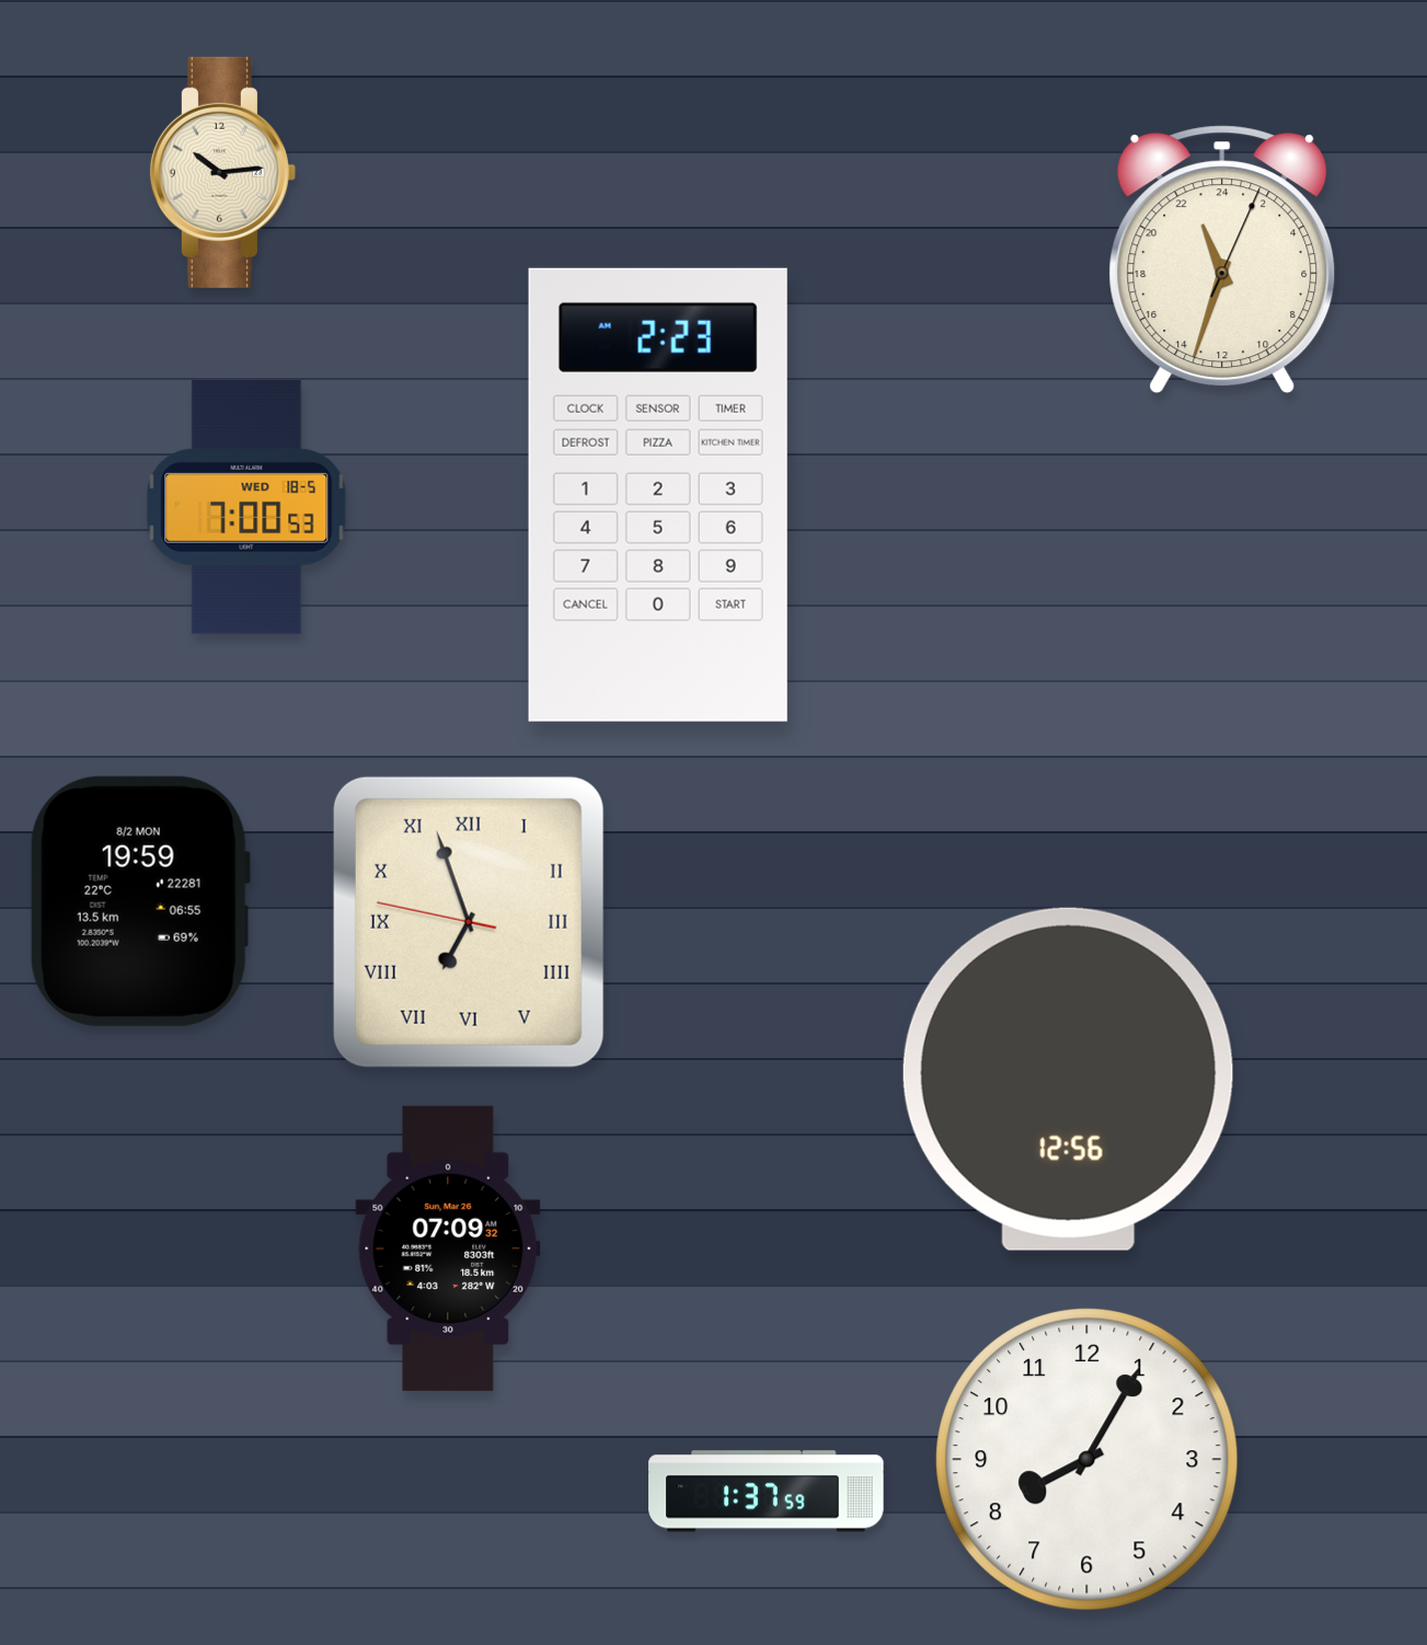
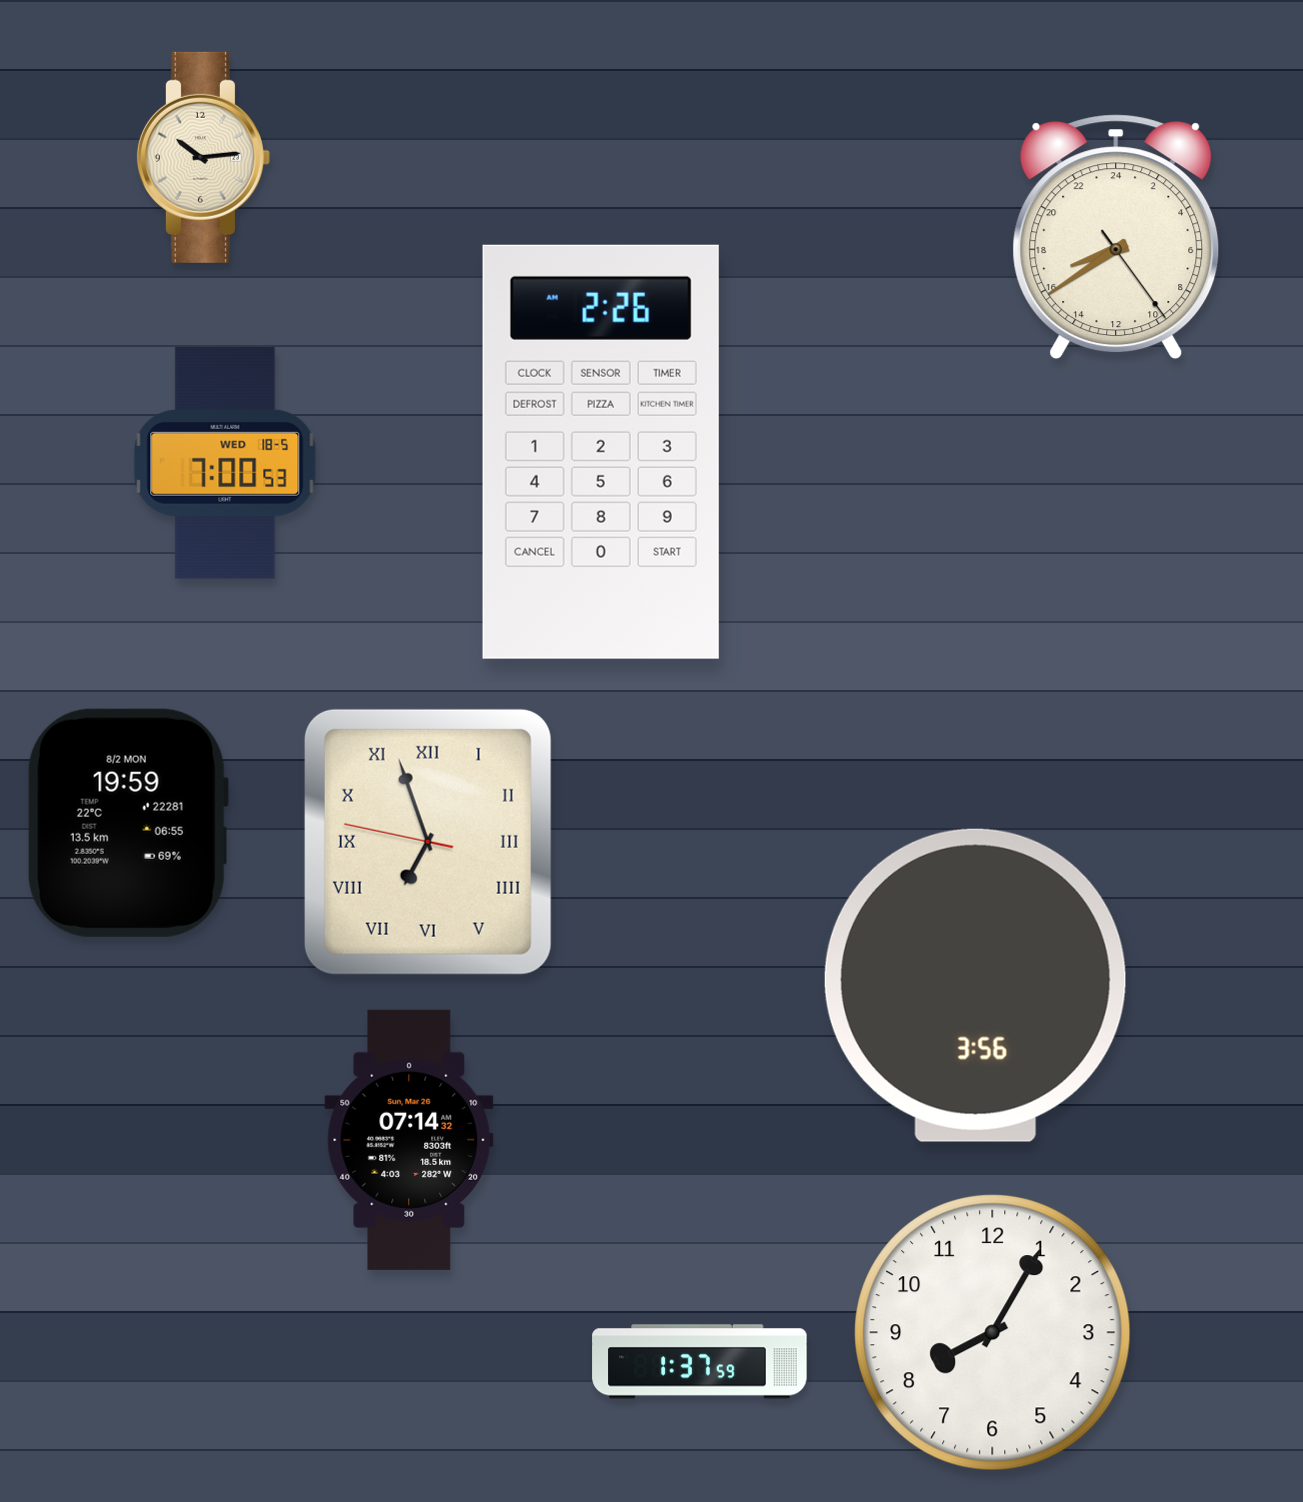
clock at (1222, 260): 22:33 -> 16:39
clock at (658, 495): 2:23 -> 2:26
clock at (1068, 1079): 12:56 -> 3:56
clock at (448, 1249): 07:09 -> 07:14
